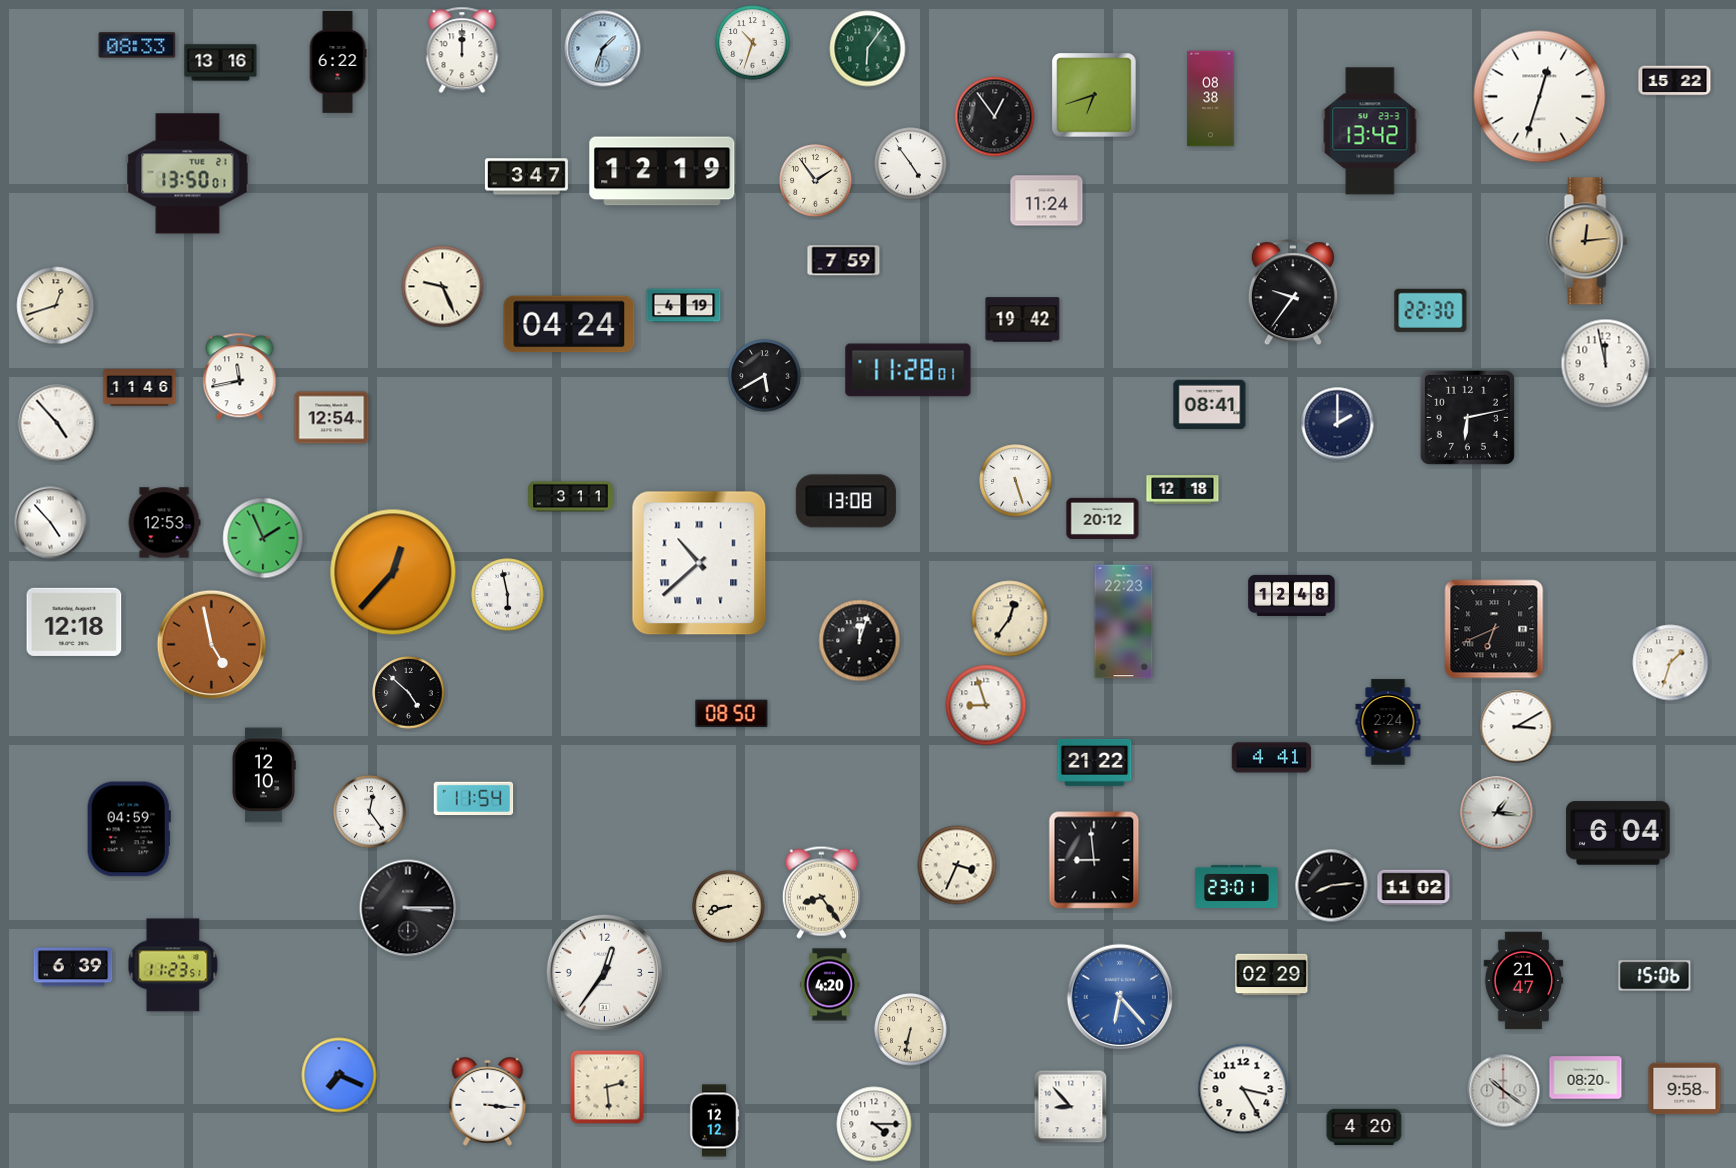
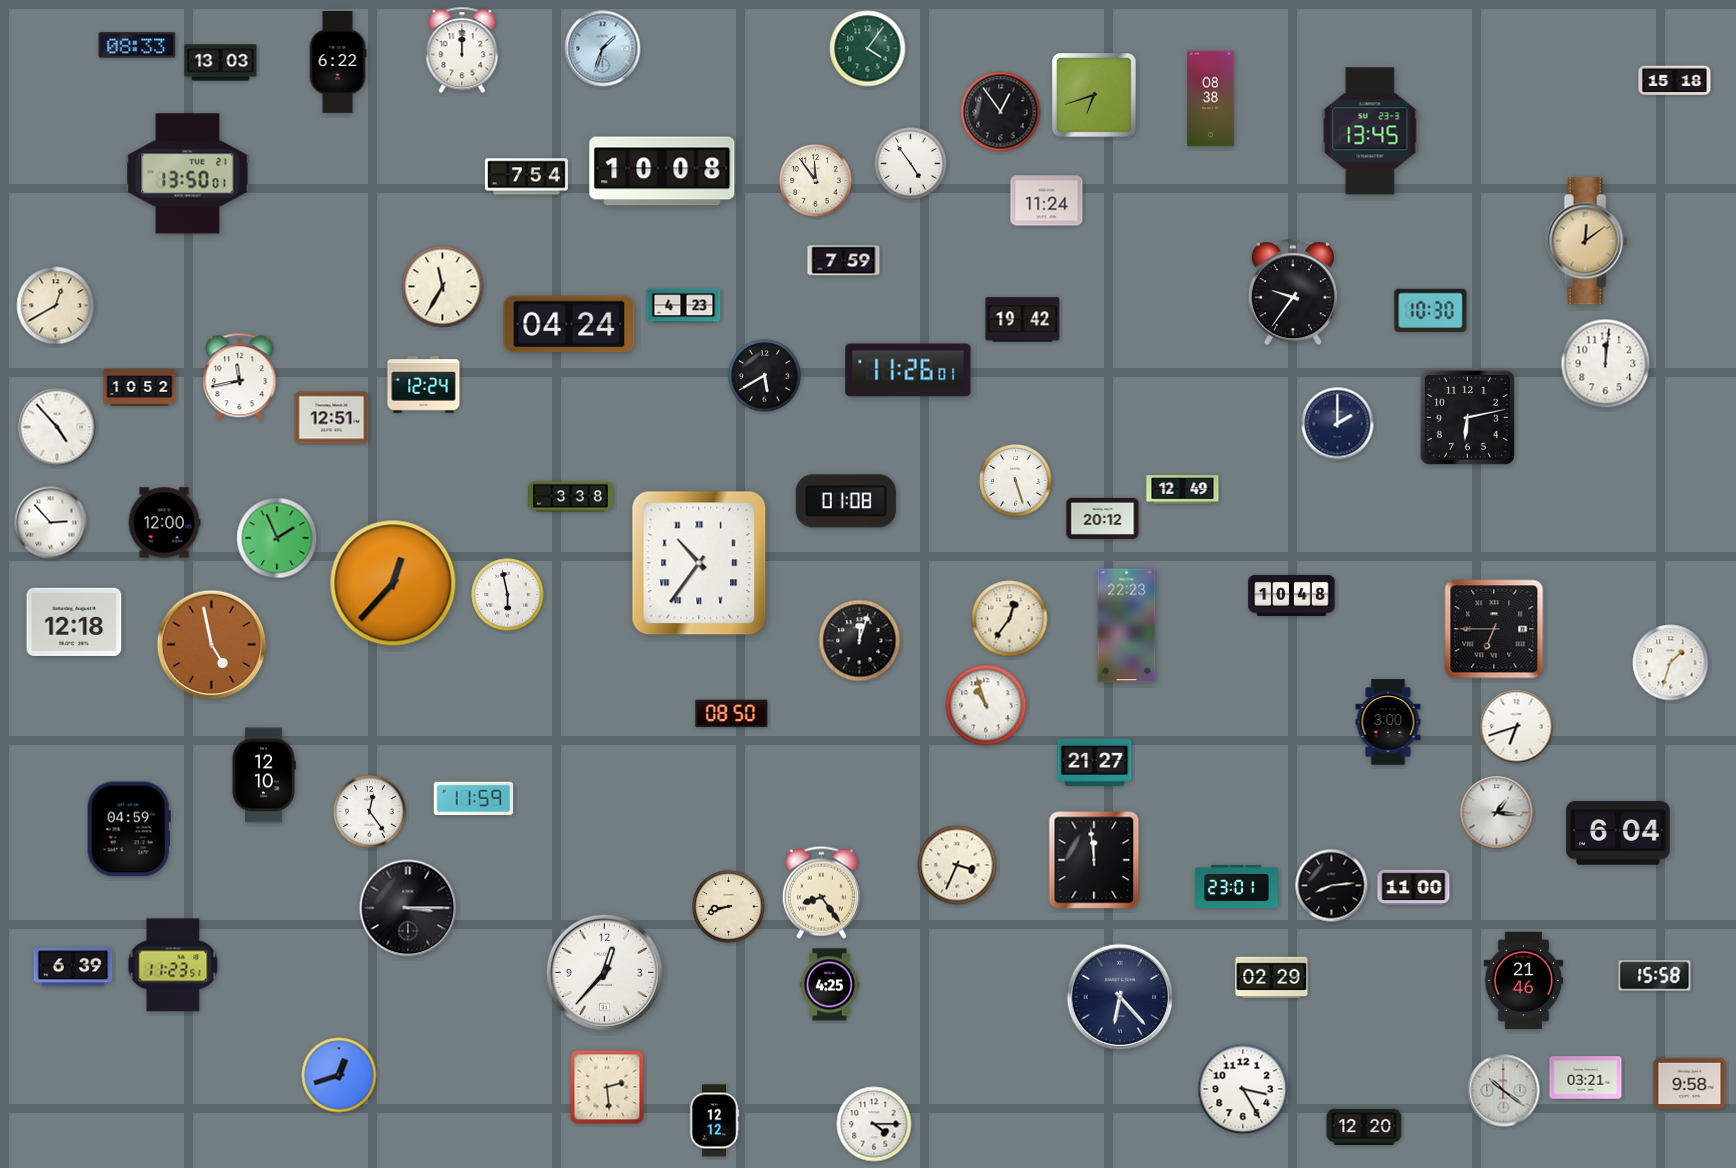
clock at (753, 43): 10:33 -> none
clock at (868, 49): 6:06 -> 4:06
clock at (221, 63): 13:16 -> 13:03
clock at (1675, 81): 15:22 -> 15:18
clock at (1540, 97): 12:33 -> none
clock at (995, 117) position: (995, 117) -> (1001, 112)
clock at (1370, 131): 13:42 -> 13:45
clock at (662, 171): 12:19 -> 10:08
clock at (526, 177): 3:47 -> 7:54
clock at (816, 181): 1:54 -> 11:54
clock at (1587, 241): 12:14 -> 12:09
clock at (443, 287): 9:26 -> 11:35
clock at (56, 306): 12:42 -> 12:40
clock at (684, 306): 4:19 -> 4:23
clock at (1431, 310): 22:30 -> 10:30
clock at (1606, 364): 11:58 -> 12:01
clock at (908, 370): 11:28 -> 11:26
clock at (424, 385): none -> 12:24
clock at (140, 388): 11:46 -> 10:52
clock at (1210, 405): 08:41 -> none
clock at (332, 418): 12:54 -> 12:51
clock at (57, 423) position: (57, 423) -> (57, 427)
clock at (1183, 490): 12:18 -> 12:49
clock at (571, 497): 3:11 -> 3:38
clock at (846, 501): 13:08 -> 01:08
clock at (51, 523): 4:53 -> 2:53
clock at (164, 523): 12:53 -> 12:00
clock at (263, 538) position: (263, 538) -> (277, 538)
clock at (699, 563): 10:38 -> 10:36
clock at (393, 572) position: (393, 572) -> (393, 583)
clock at (1292, 595): 12:48 -> 10:48
clock at (1124, 622) position: (1124, 622) -> (1127, 626)
clock at (1494, 629): 6:41 -> 6:45
clock at (409, 693): 4:52 -> none
clock at (986, 705): 8:57 -> 10:57
clock at (1388, 722): 2:24 -> 3:00
clock at (1517, 727): 3:10 -> 6:42
clock at (1272, 758): 4:41 -> none
clock at (1095, 762): 21:22 -> 21:27
clock at (474, 799): 11:54 -> 11:59
clock at (1094, 860): 8:59 -> 11:59
clock at (1414, 888): 11:02 -> 11:00
clock at (604, 972): 12:36 -> 12:37
clock at (1272, 975) position: (1272, 975) -> (1272, 978)
clock at (1655, 976): 15:06 -> 15:58
clock at (1524, 981): 21:47 -> 21:46
clock at (829, 985): 4:20 -> 4:25
clock at (1120, 997) dial: blue -> navy
clock at (911, 1030): 6:32 -> none
clock at (339, 1075): 7:19 -> 12:42
clock at (1586, 1078): 08:20 -> 03:21
clock at (1685, 1089) position: (1685, 1089) -> (1690, 1084)
clock at (488, 1102): 3:16 -> none
clock at (1071, 1107): 8:53 -> none
clock at (1364, 1127): 4:20 -> 12:20
